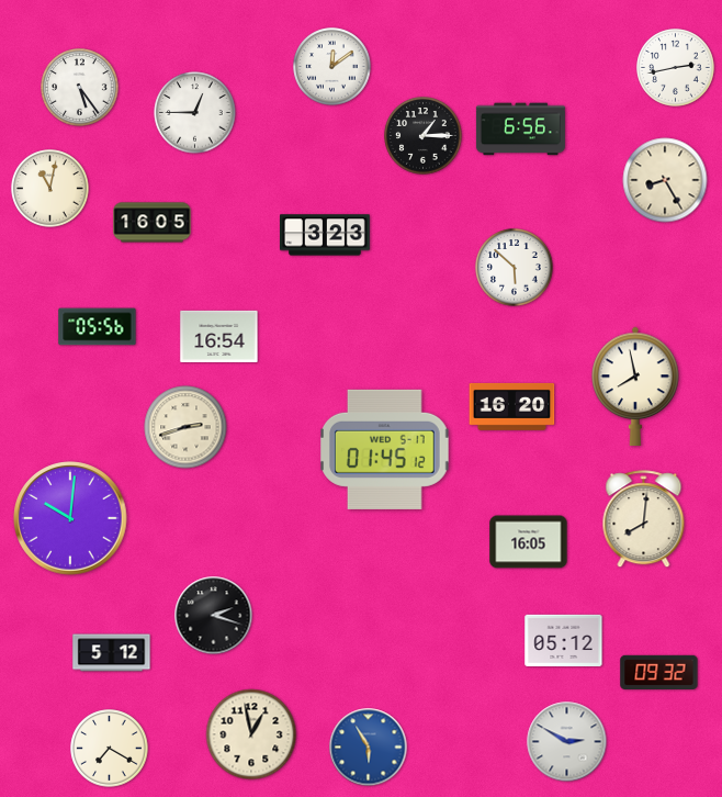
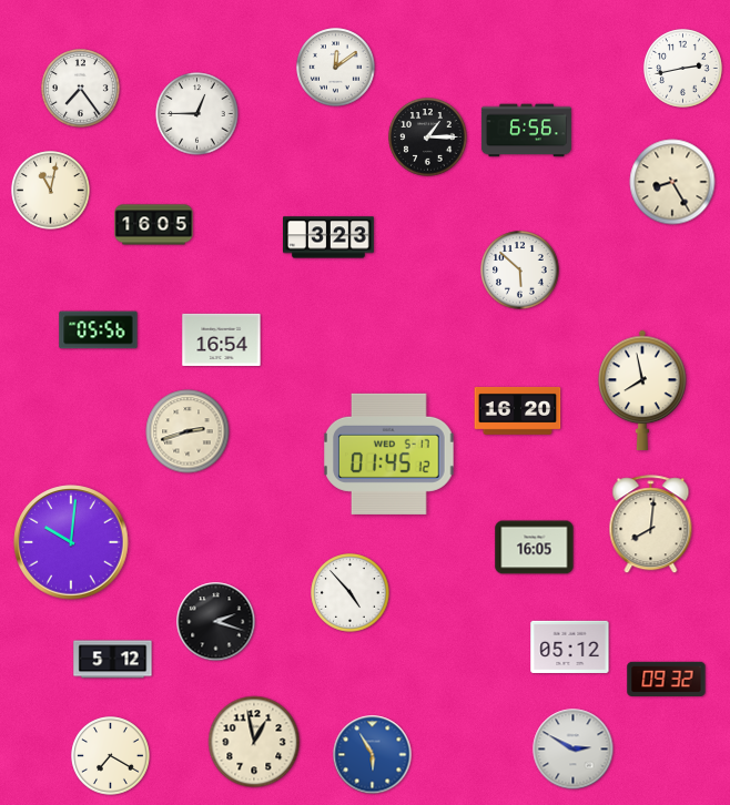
clock at (80, 88): 5:24 -> 7:24
clock at (70, 518) position: (70, 518) -> (71, 542)
clock at (351, 593): none -> 4:53
